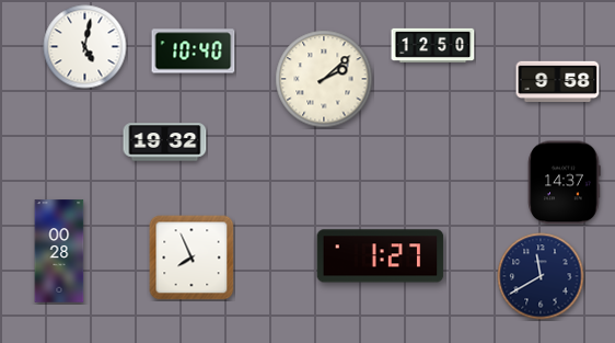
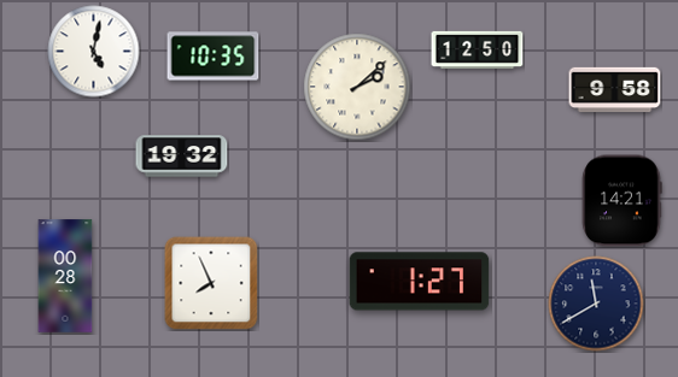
clock at (194, 52): 10:40 -> 10:35
clock at (565, 183): 14:37 -> 14:21
